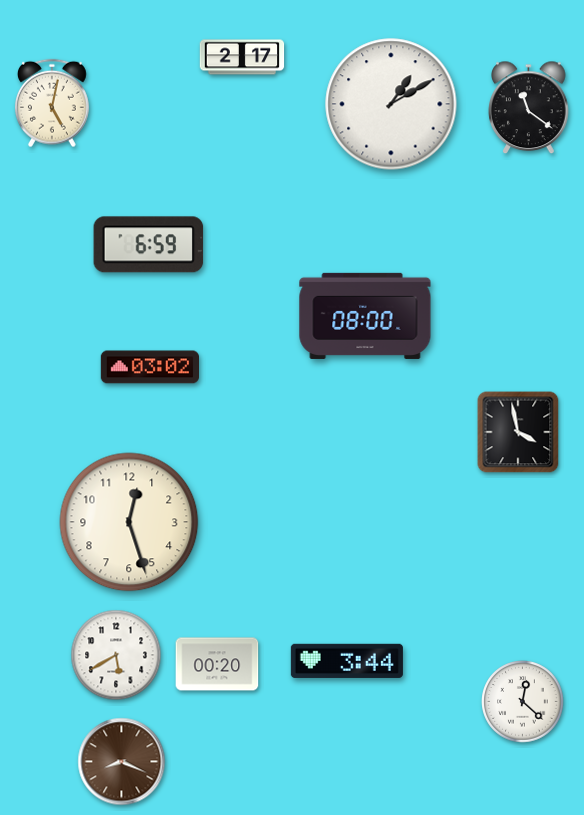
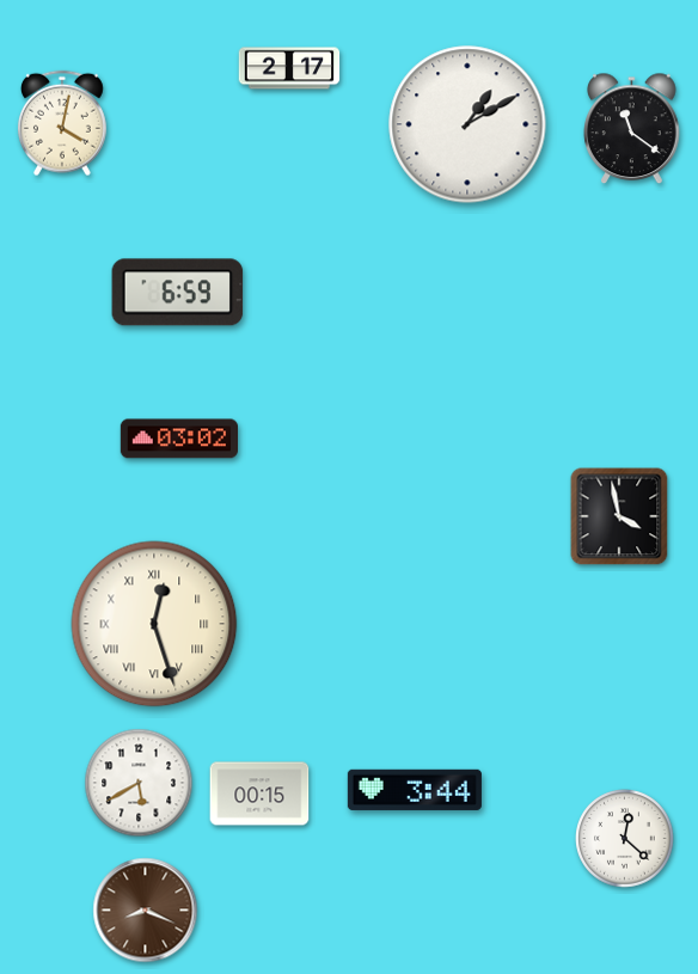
clock at (52, 103): 5:02 -> 4:02
clock at (365, 316): 08:00 -> none
clock at (129, 522) numerals: Arabic -> Roman
clock at (217, 664): 00:20 -> 00:15
